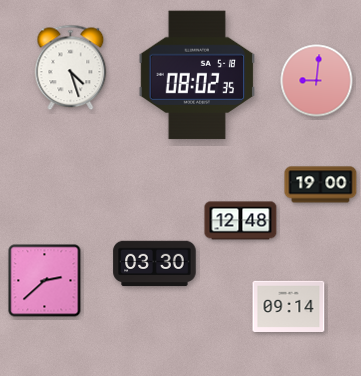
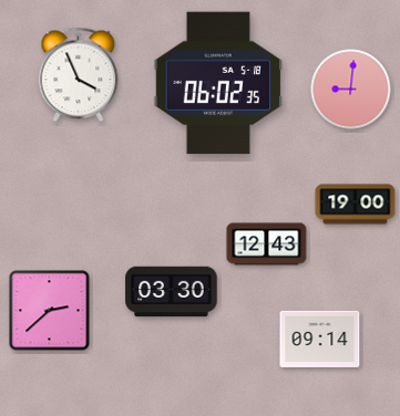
clock at (71, 68): 4:27 -> 3:56
clock at (197, 75): 08:02 -> 06:02
clock at (241, 221): 12:48 -> 12:43
